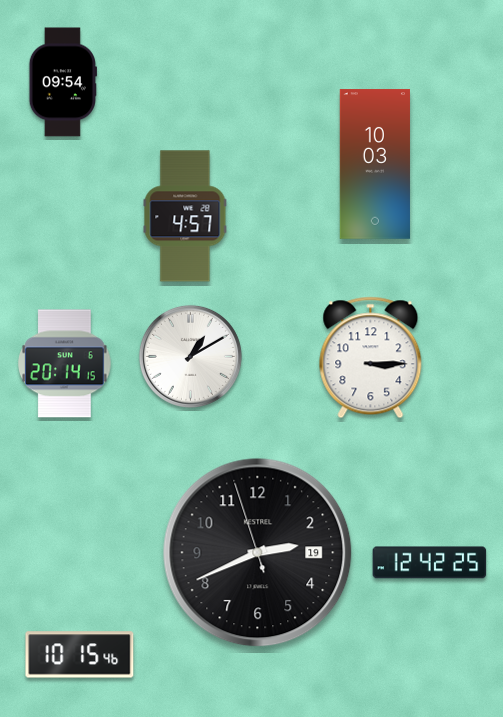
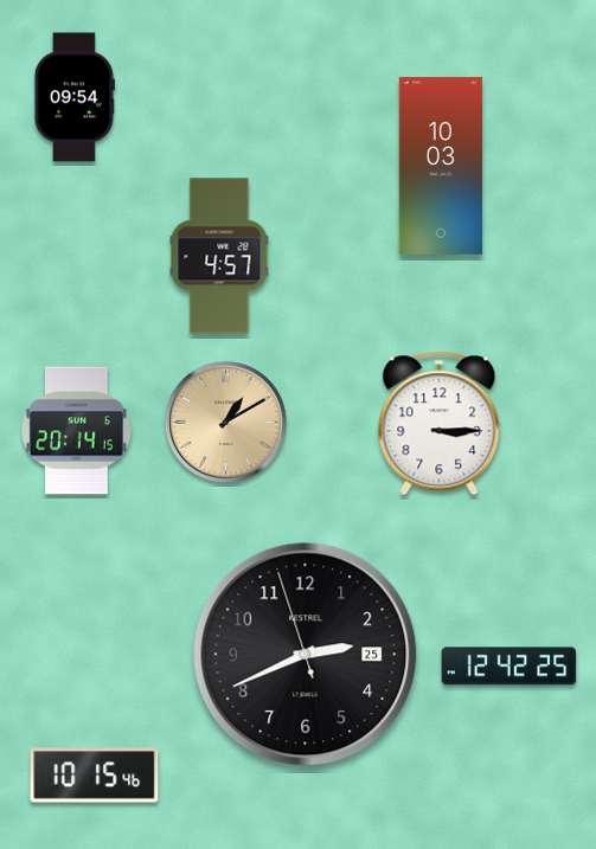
clock at (375, 164) position: (375, 164) -> (441, 166)
clock at (190, 356) dial: white -> champagne
clock at (258, 553) date: 19 -> 25
